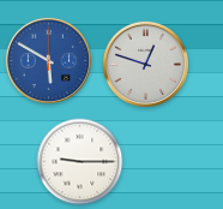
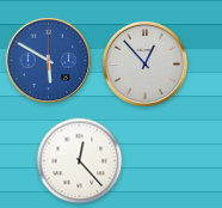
clock at (145, 64): 12:48 -> 12:53
clock at (80, 162): 9:15 -> 12:23
